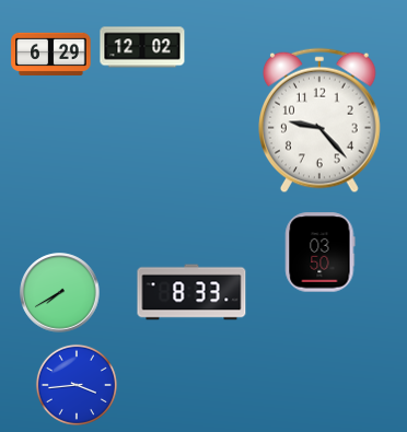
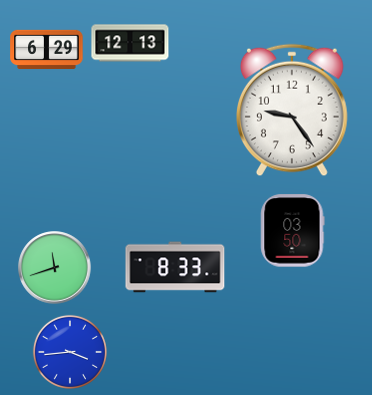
clock at (142, 47): 12:02 -> 12:13
clock at (321, 120): 9:23 -> 9:24
clock at (60, 293): 7:40 -> 11:42
